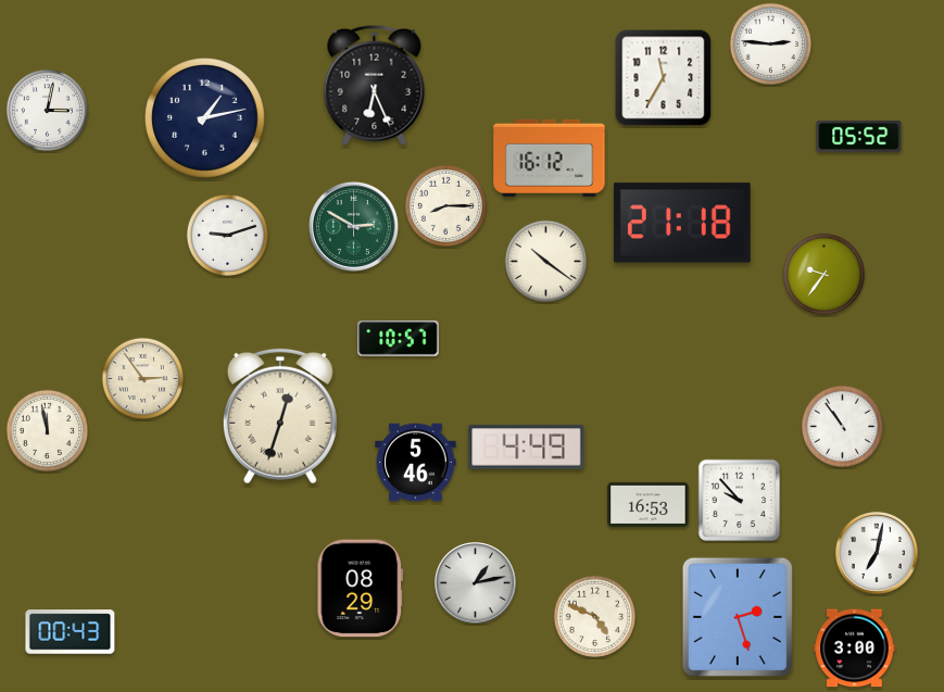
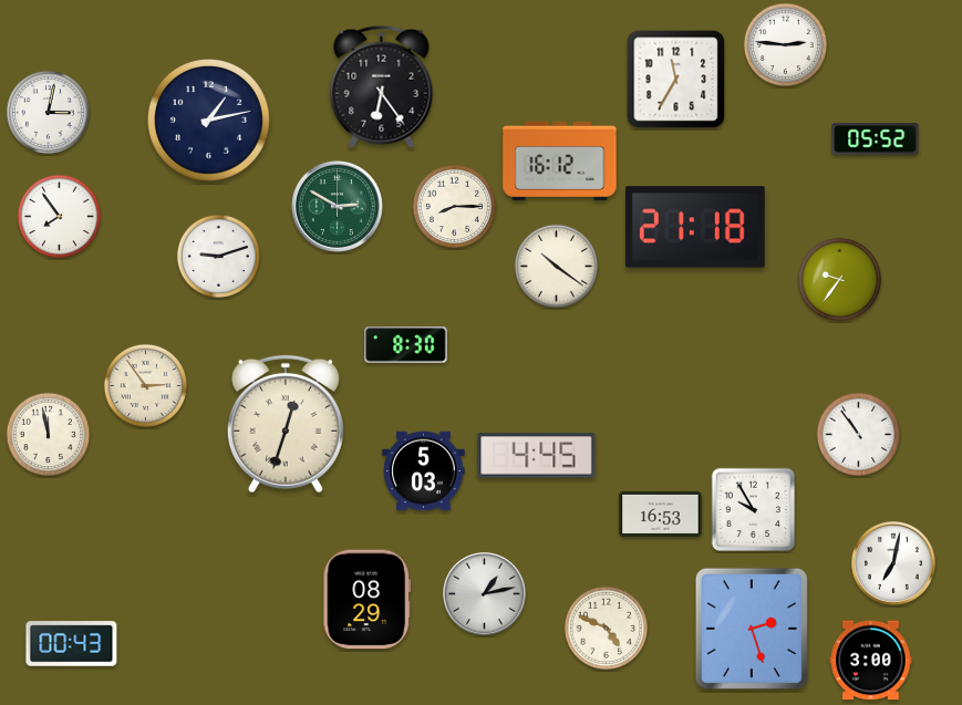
clock at (375, 85): 6:26 -> 6:24
clock at (445, 205) position: (445, 205) -> (454, 206)
clock at (59, 216): none -> 7:54
clock at (353, 226) position: (353, 226) -> (337, 206)
clock at (227, 235) position: (227, 235) -> (218, 256)
clock at (399, 339): 10:57 -> 8:30
clock at (47, 430) position: (47, 430) -> (48, 434)
clock at (527, 448): 4:49 -> 4:45
clock at (416, 463): 5:46 -> 5:03
clock at (740, 501): 9:53 -> 9:55
